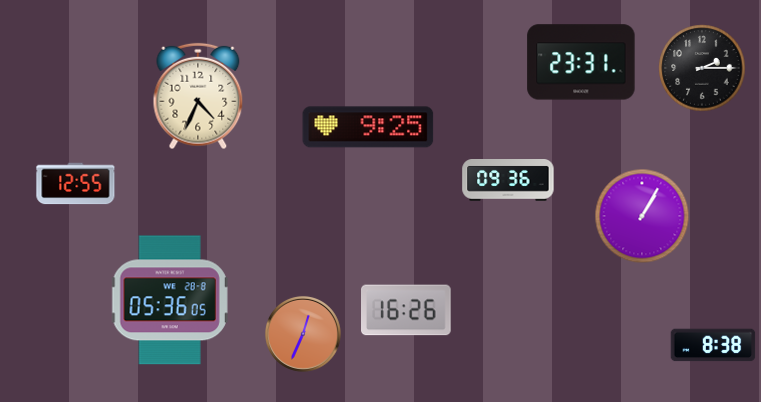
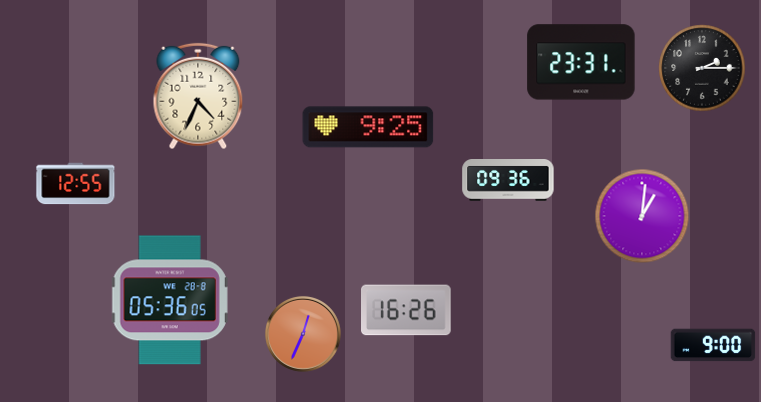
clock at (642, 216): 1:05 -> 1:01
clock at (713, 345): 8:38 -> 9:00
